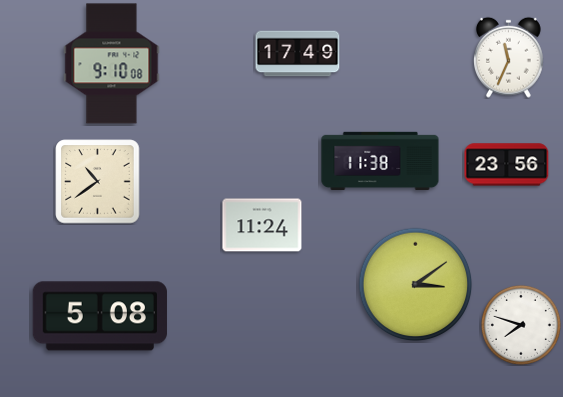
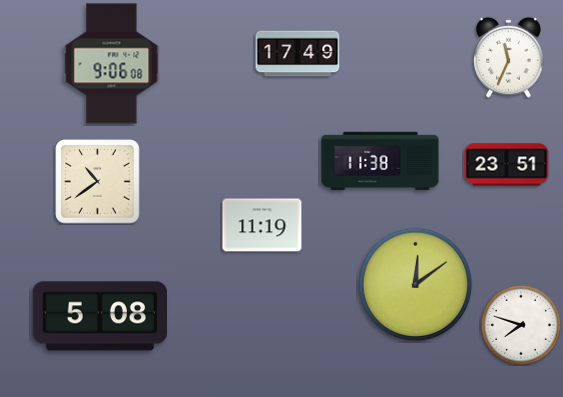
clock at (112, 64): 9:10 -> 9:06
clock at (507, 165): 23:56 -> 23:51
clock at (262, 225): 11:24 -> 11:19
clock at (416, 285): 3:09 -> 12:09
